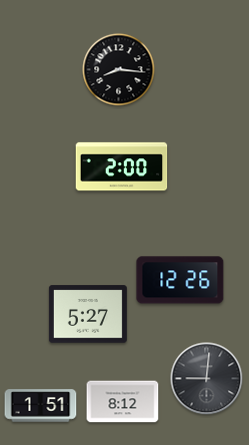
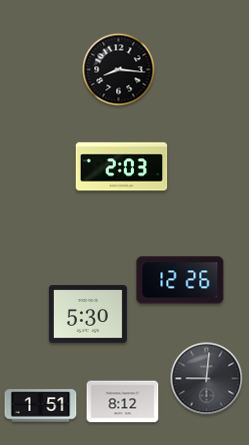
clock at (122, 167): 2:00 -> 2:03
clock at (88, 314): 5:27 -> 5:30
